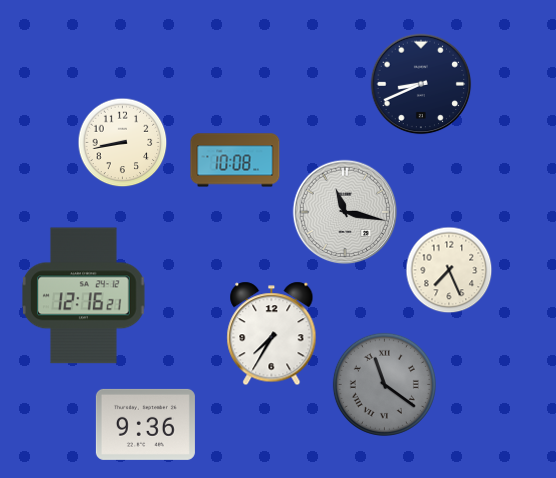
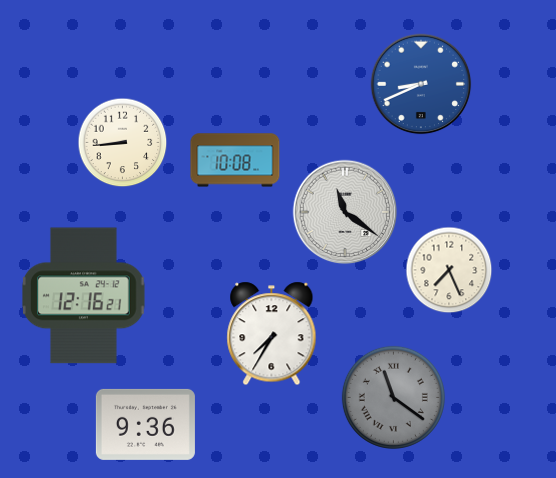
clock at (421, 84) dial: navy -> blue
clock at (123, 143): 8:43 -> 8:44
clock at (345, 212): 11:17 -> 11:21
clock at (384, 384) position: (384, 384) -> (393, 397)
